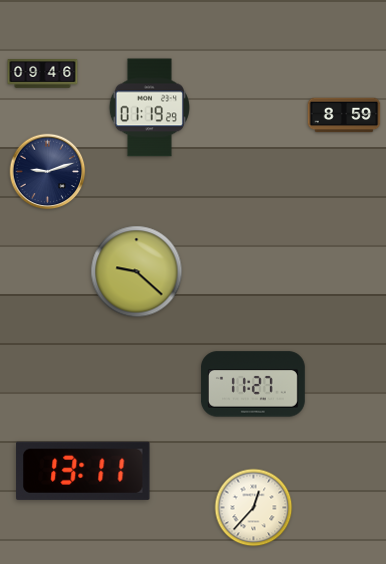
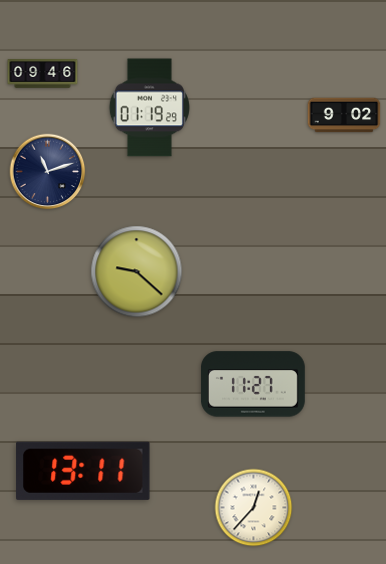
clock at (344, 115): 8:59 -> 9:02
clock at (48, 172): 9:12 -> 11:12
